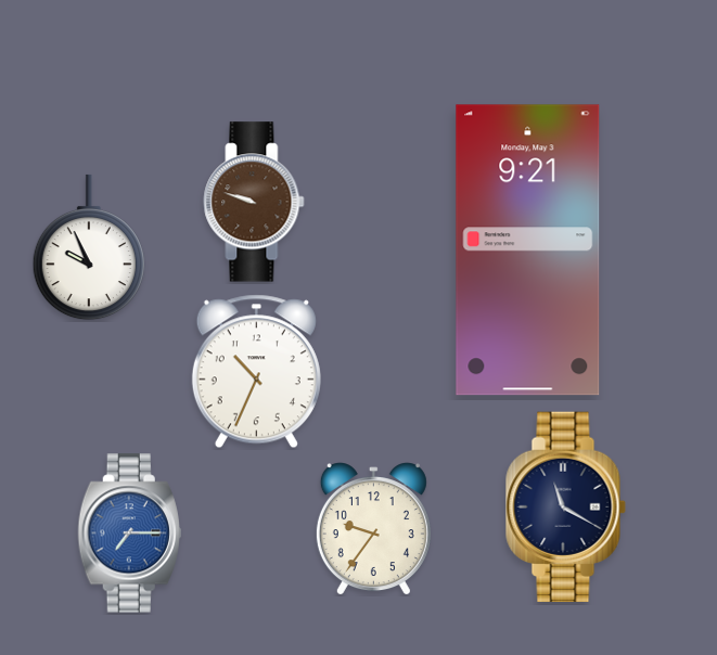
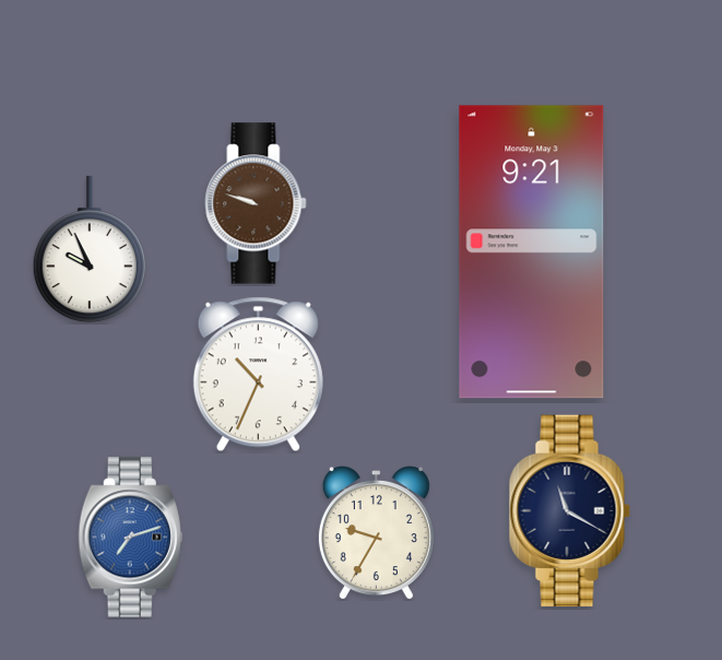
clock at (373, 529): 9:36 -> 9:35
clock at (129, 534): 7:15 -> 7:12
